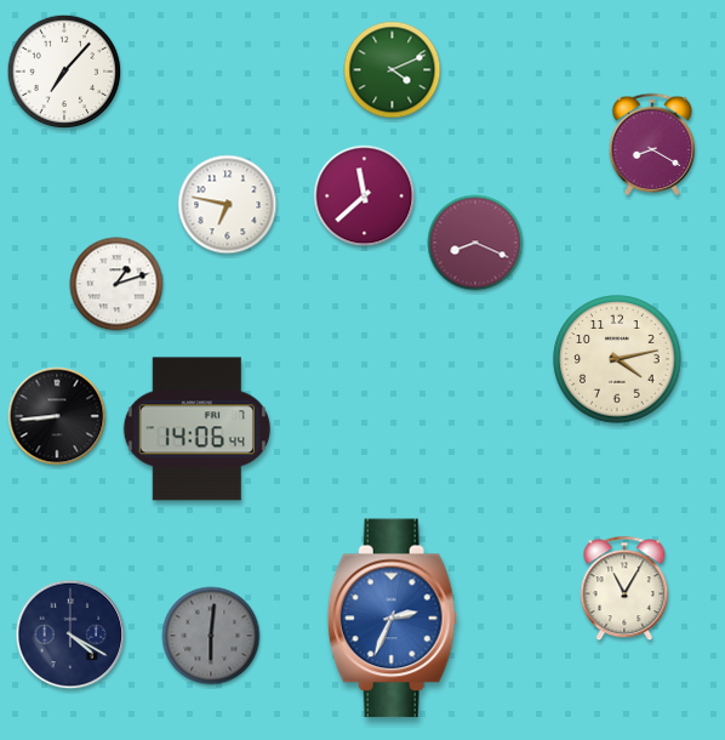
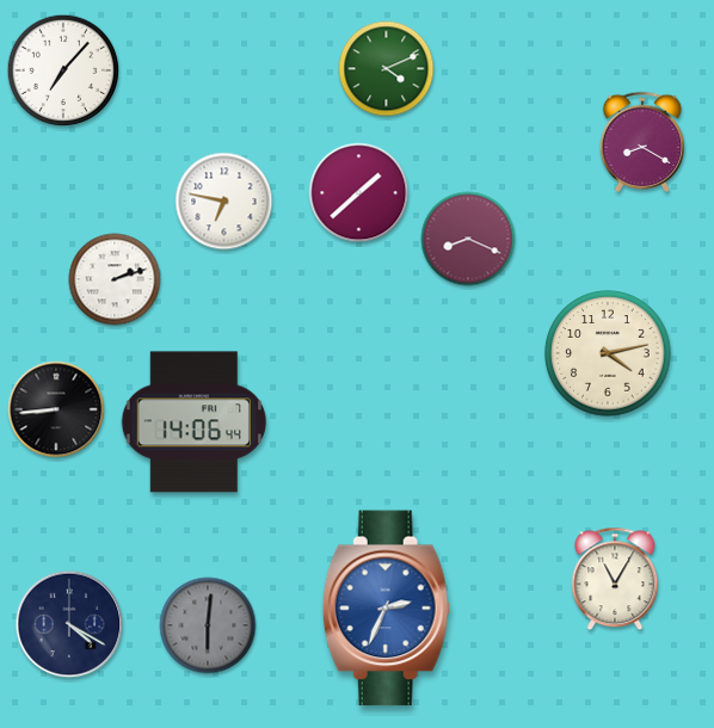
clock at (365, 197): 11:38 -> 1:38
clock at (116, 284): 1:12 -> 2:12
